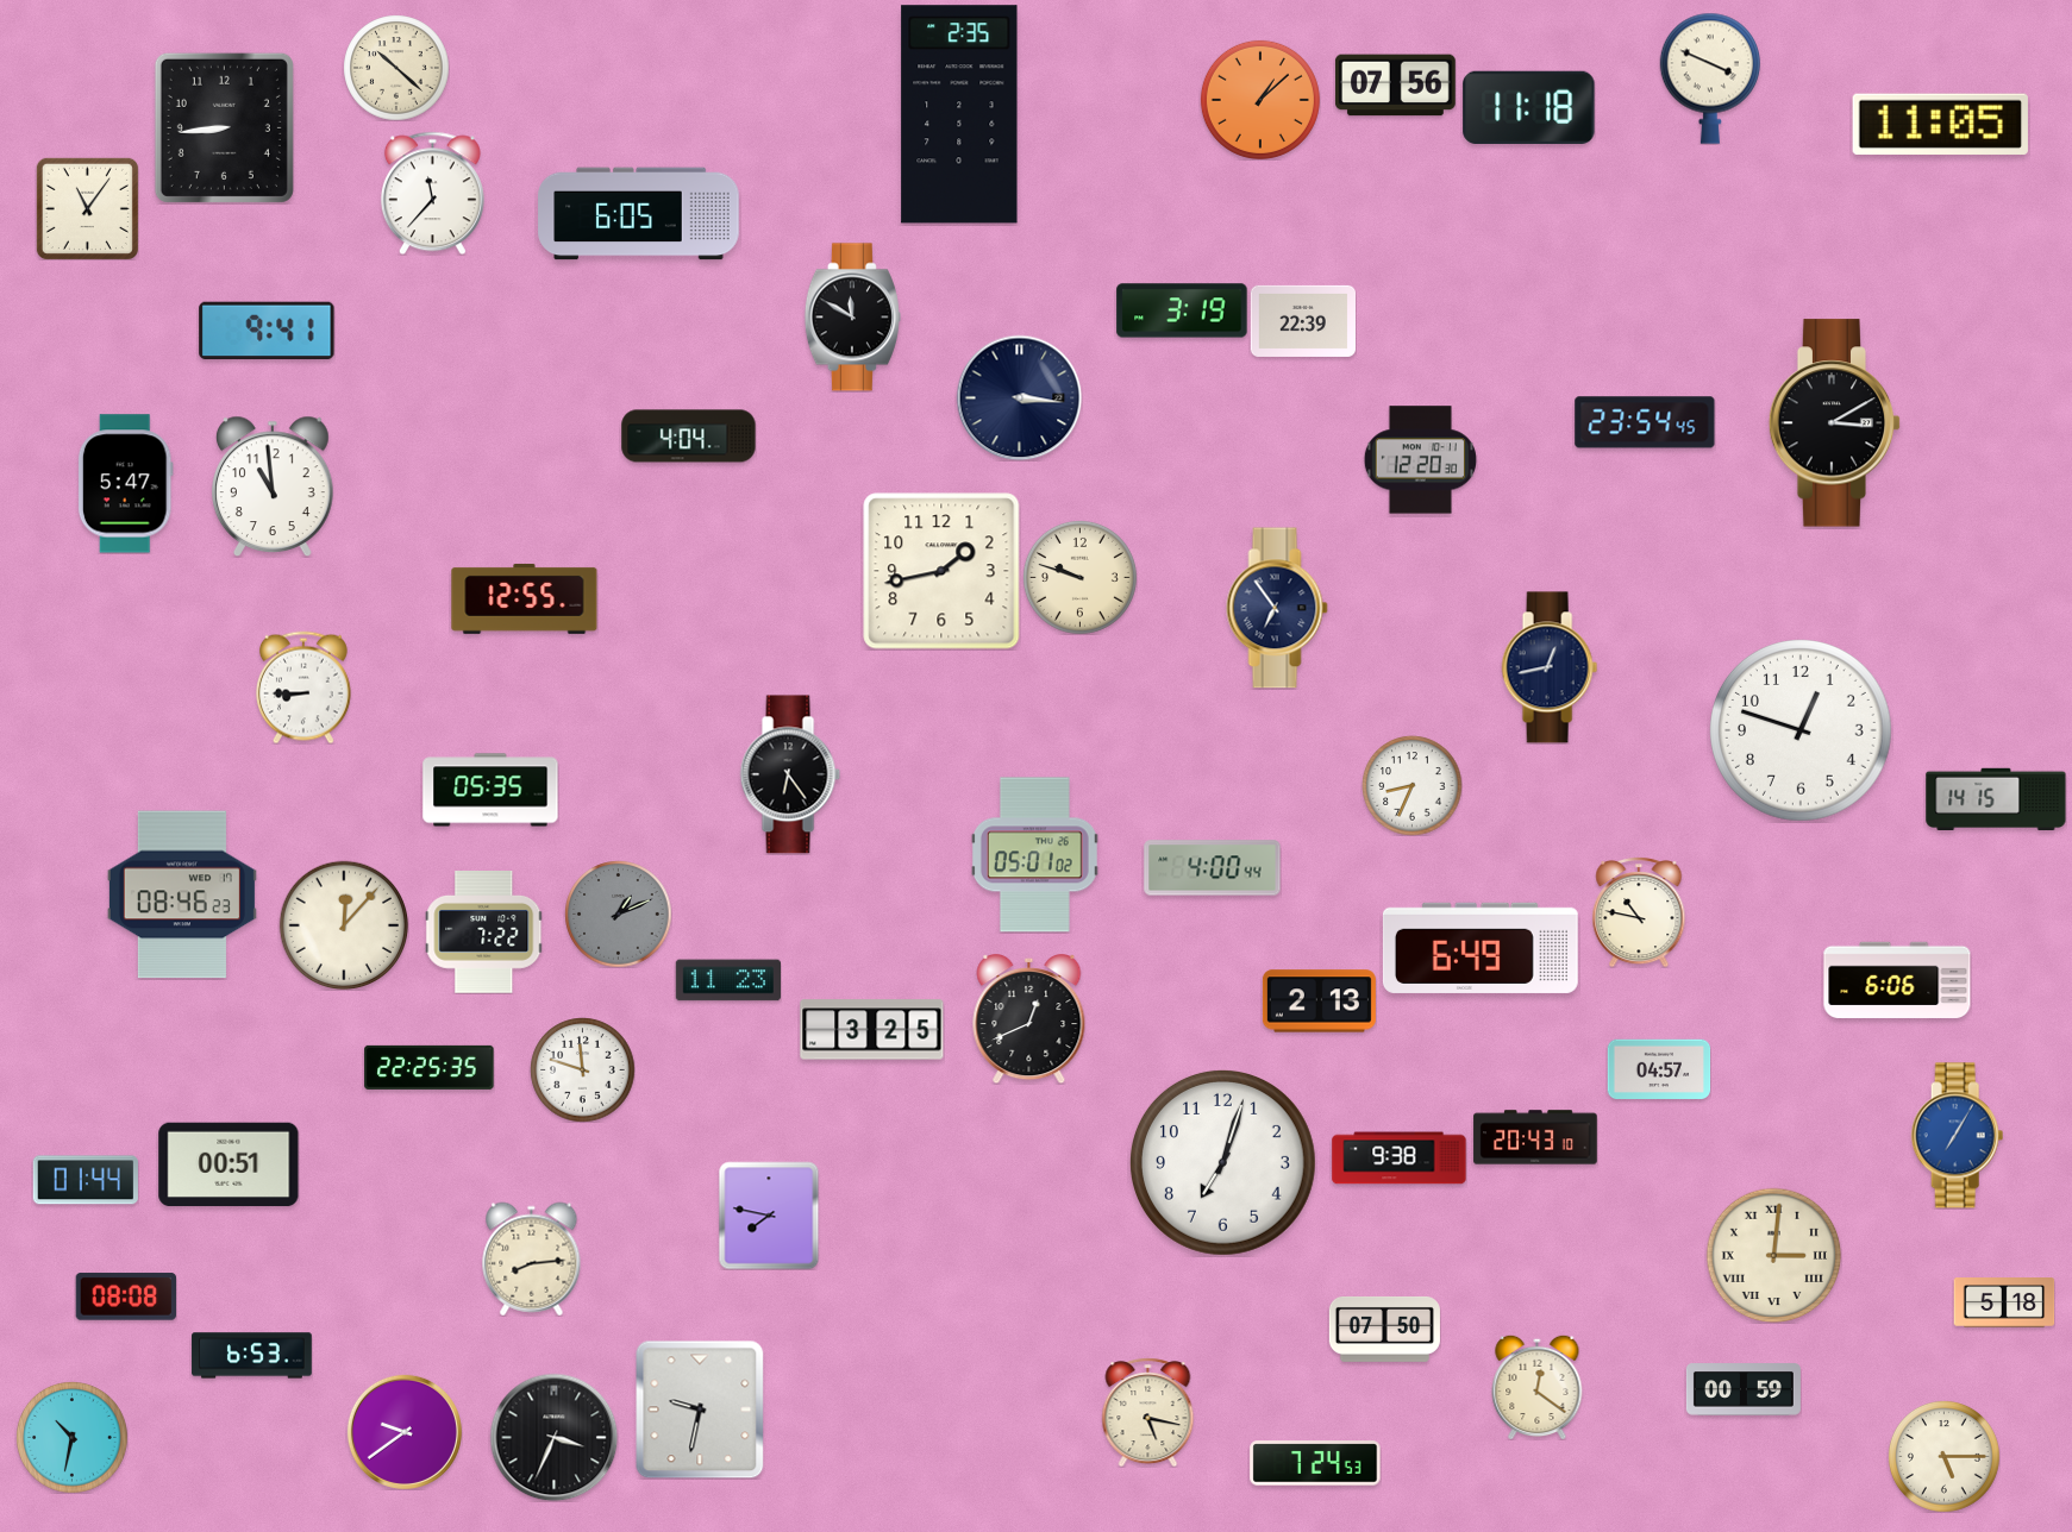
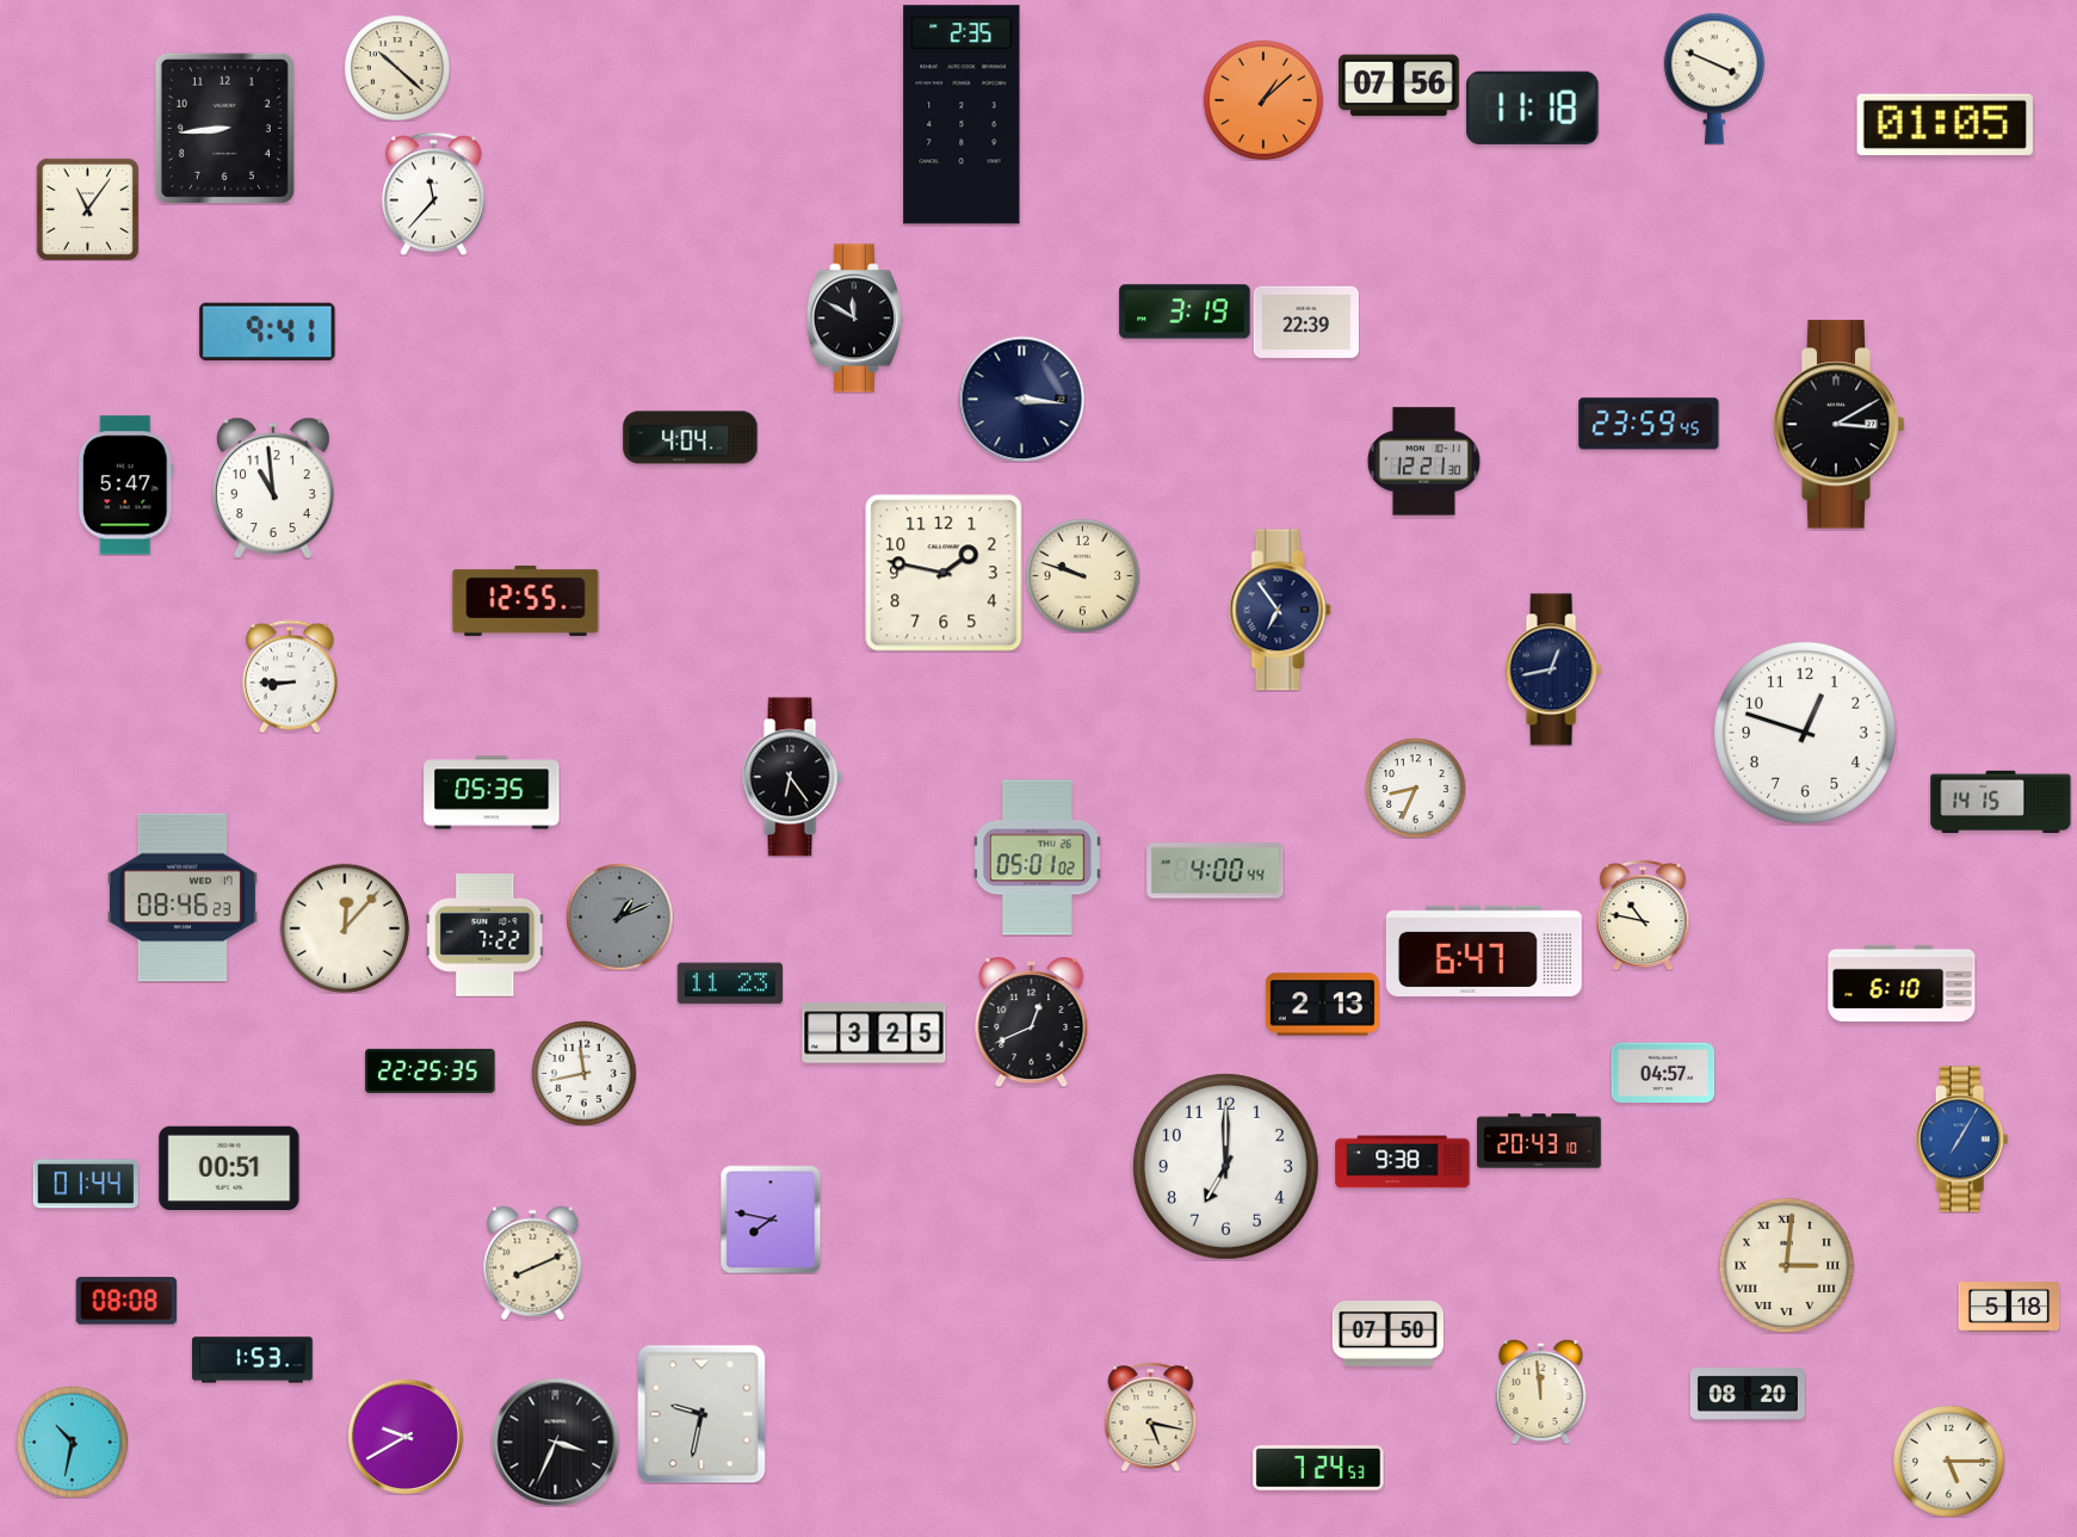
clock at (1940, 124): 11:05 -> 01:05
clock at (639, 214): 6:05 -> none
clock at (1645, 422): 23:54 -> 23:59
clock at (1420, 460): 12:20 -> 12:21
clock at (941, 571): 1:43 -> 1:47
clock at (1079, 577) position: (1079, 577) -> (1082, 575)
clock at (303, 687) position: (303, 687) -> (290, 677)
clock at (1481, 948): 6:49 -> 6:47
clock at (1897, 979): 6:06 -> 6:10
clock at (582, 1069): 11:48 -> 11:43
clock at (1222, 1162): 7:03 -> 7:00
clock at (1773, 1255) position: (1773, 1255) -> (1786, 1265)
clock at (532, 1258): 8:14 -> 8:11
clock at (252, 1356): 6:53 -> 1:53
clock at (1538, 1387): 12:21 -> 11:59
clock at (1744, 1389): 00:59 -> 08:20
clock at (405, 1432): 9:39 -> 9:40
